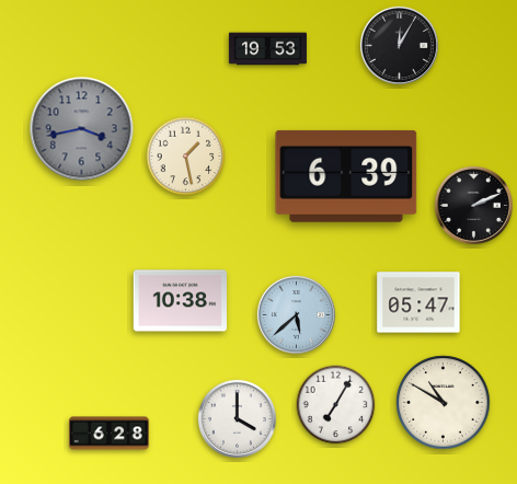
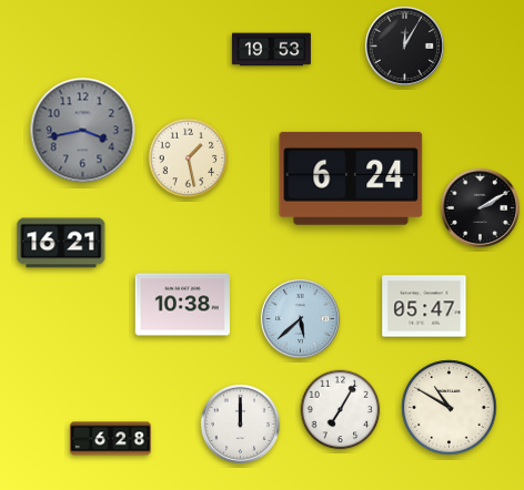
clock at (346, 176): 6:39 -> 6:24
clock at (473, 205): 2:11 -> 2:10
clock at (61, 243): none -> 16:21
clock at (237, 418): 4:00 -> 12:00
